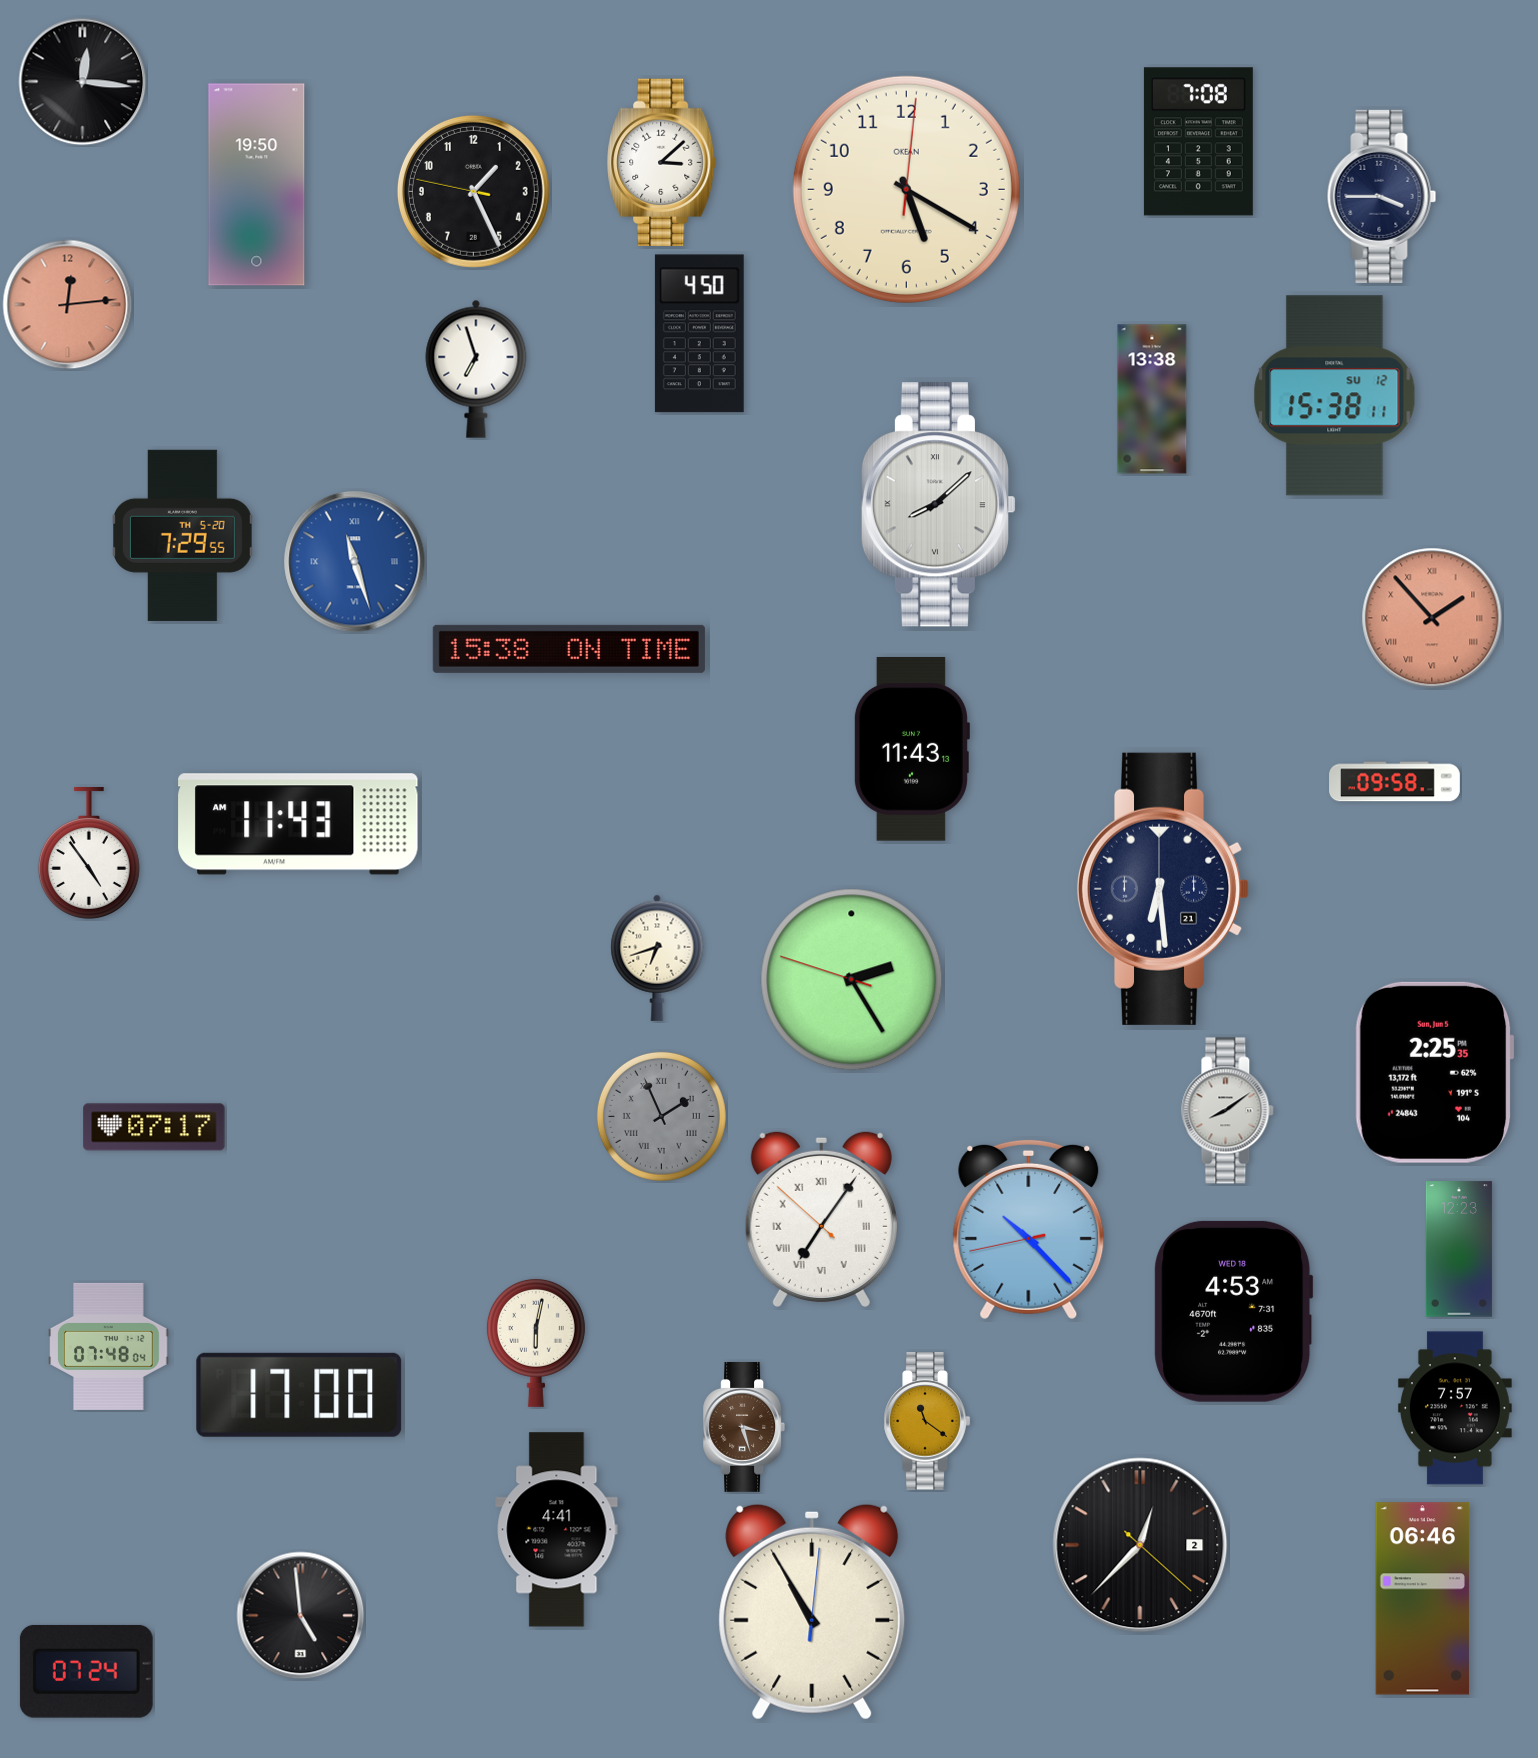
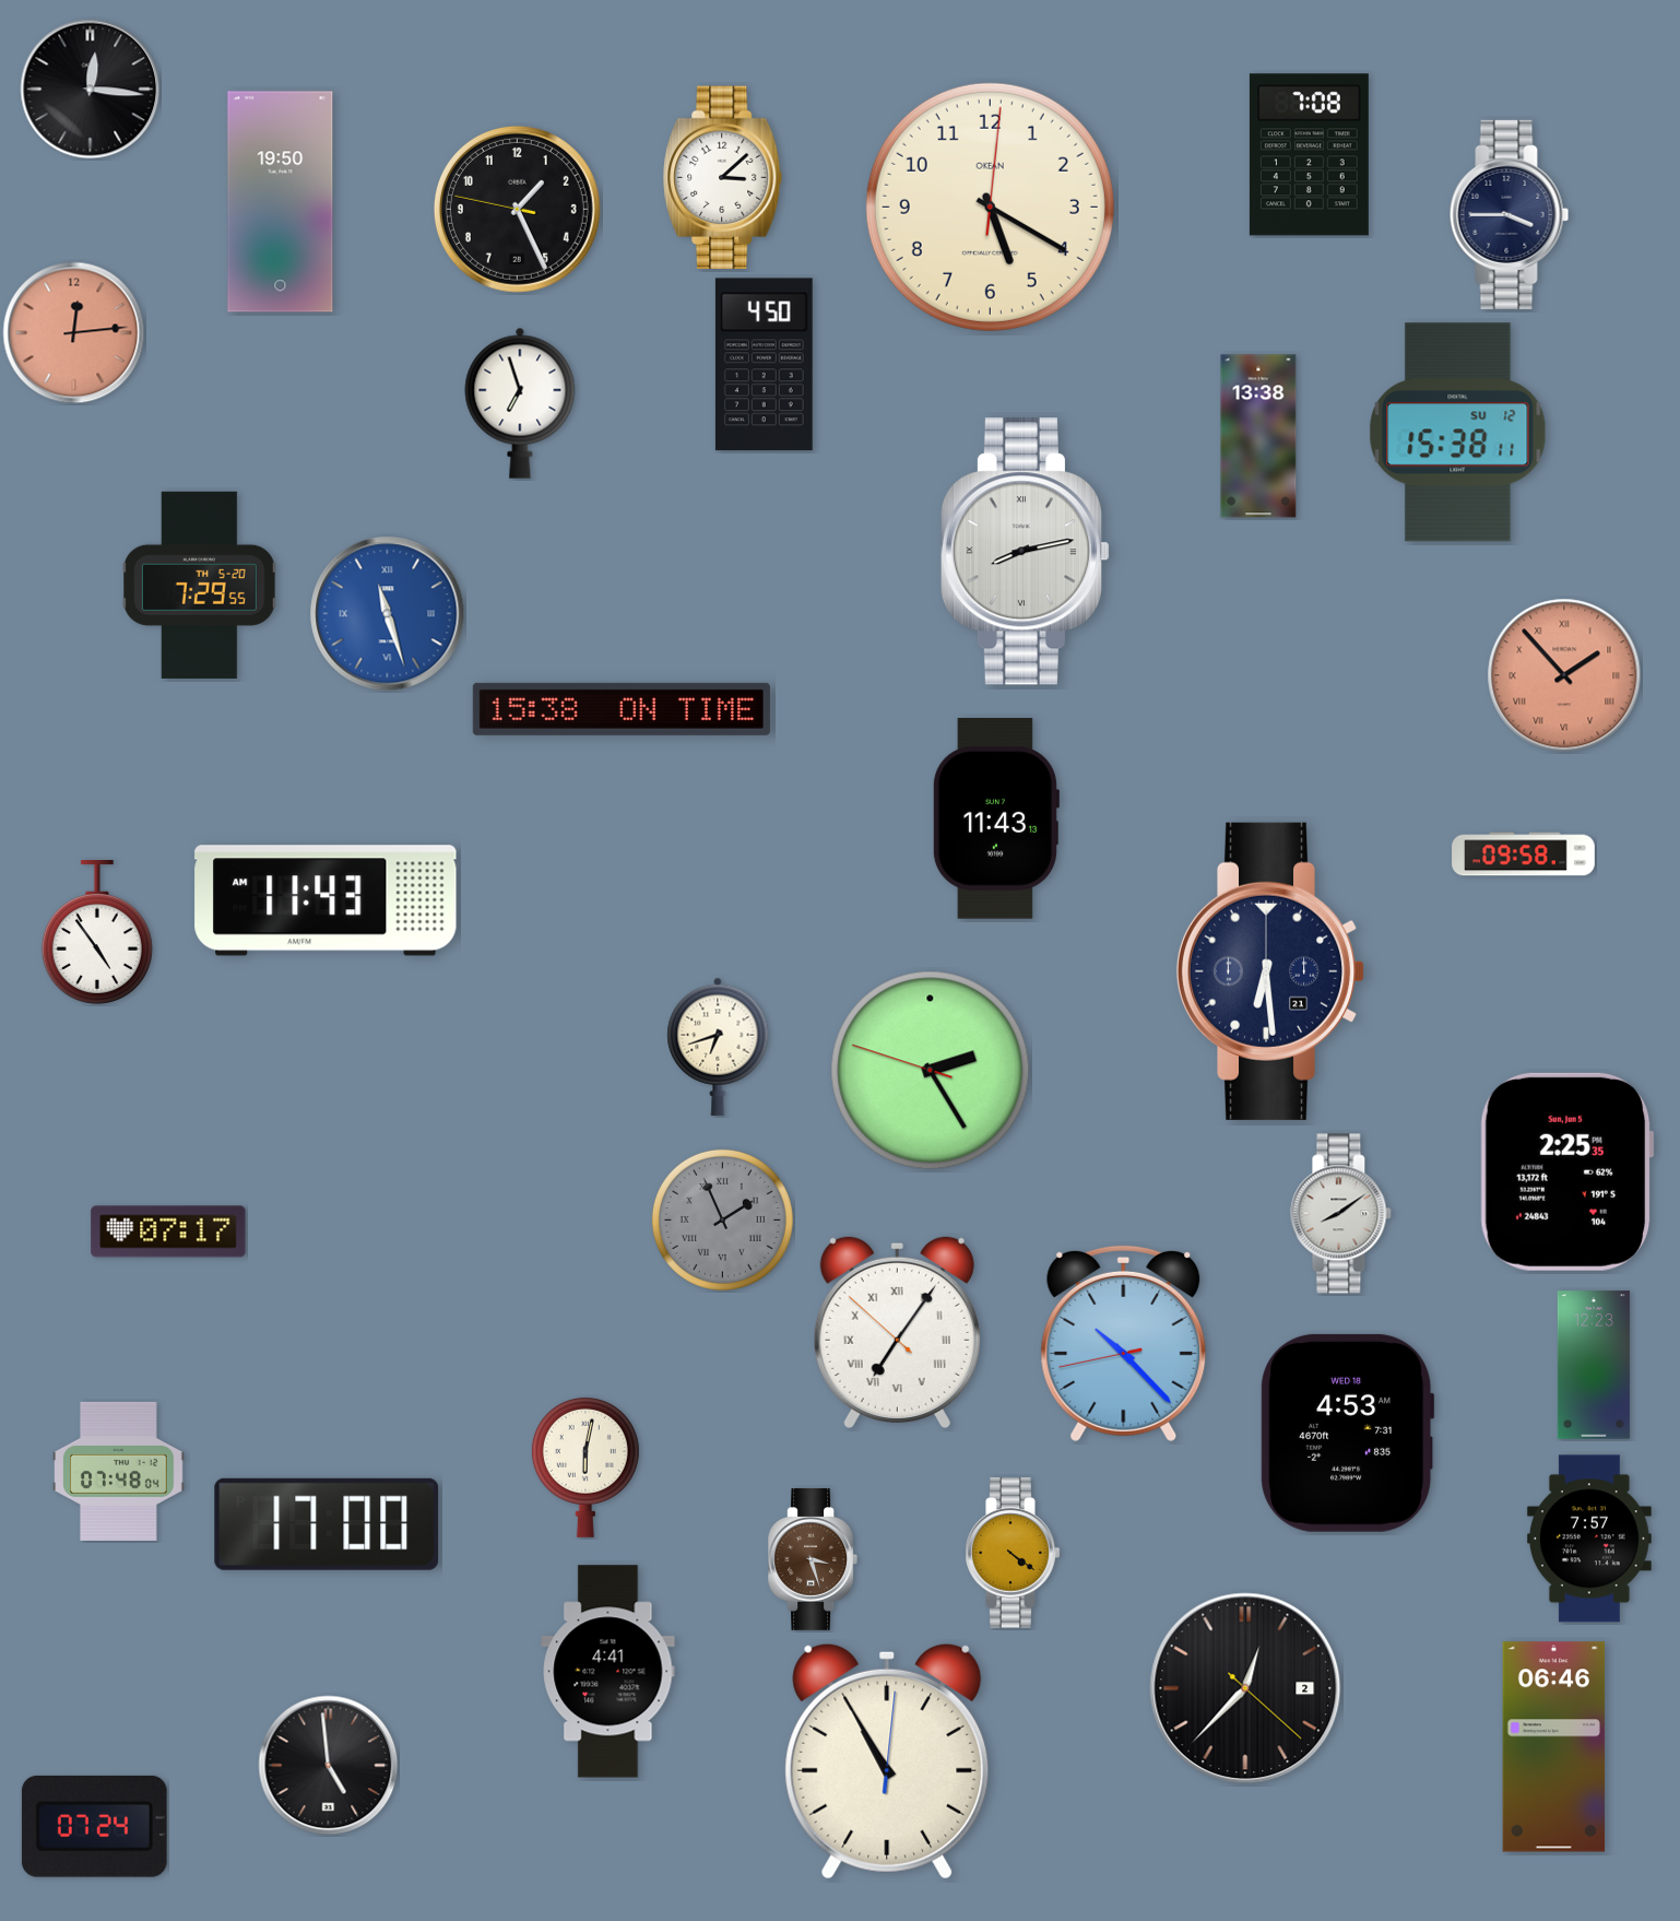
clock at (938, 505): 8:08 -> 8:13
clock at (927, 1421): 11:21 -> 4:21
